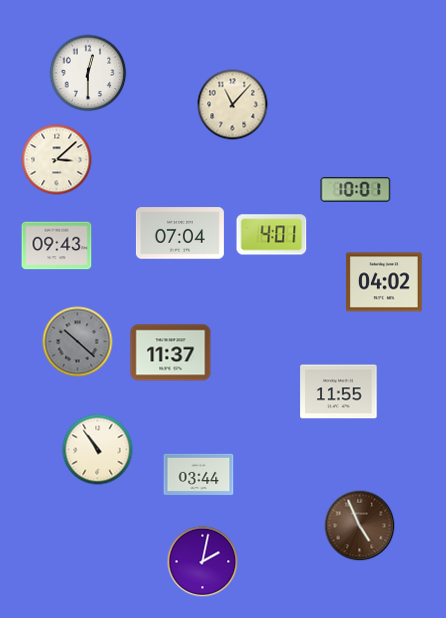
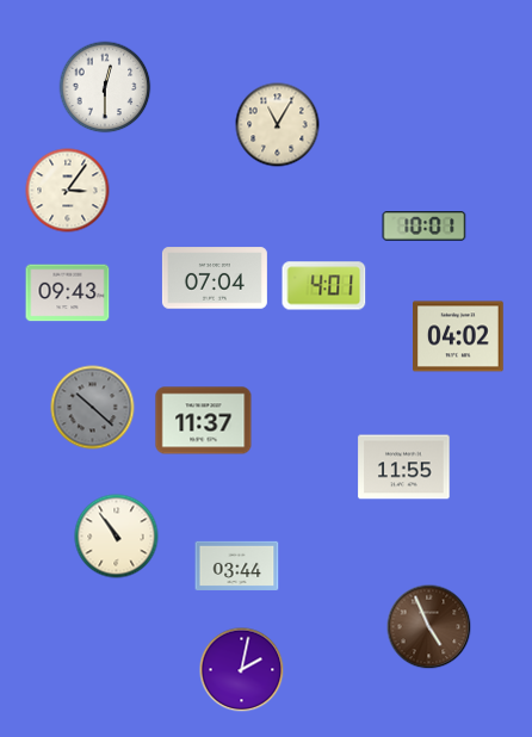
clock at (233, 105): 11:07 -> 11:05
clock at (57, 160): 3:08 -> 3:06
clock at (272, 235) position: (272, 235) -> (324, 286)
